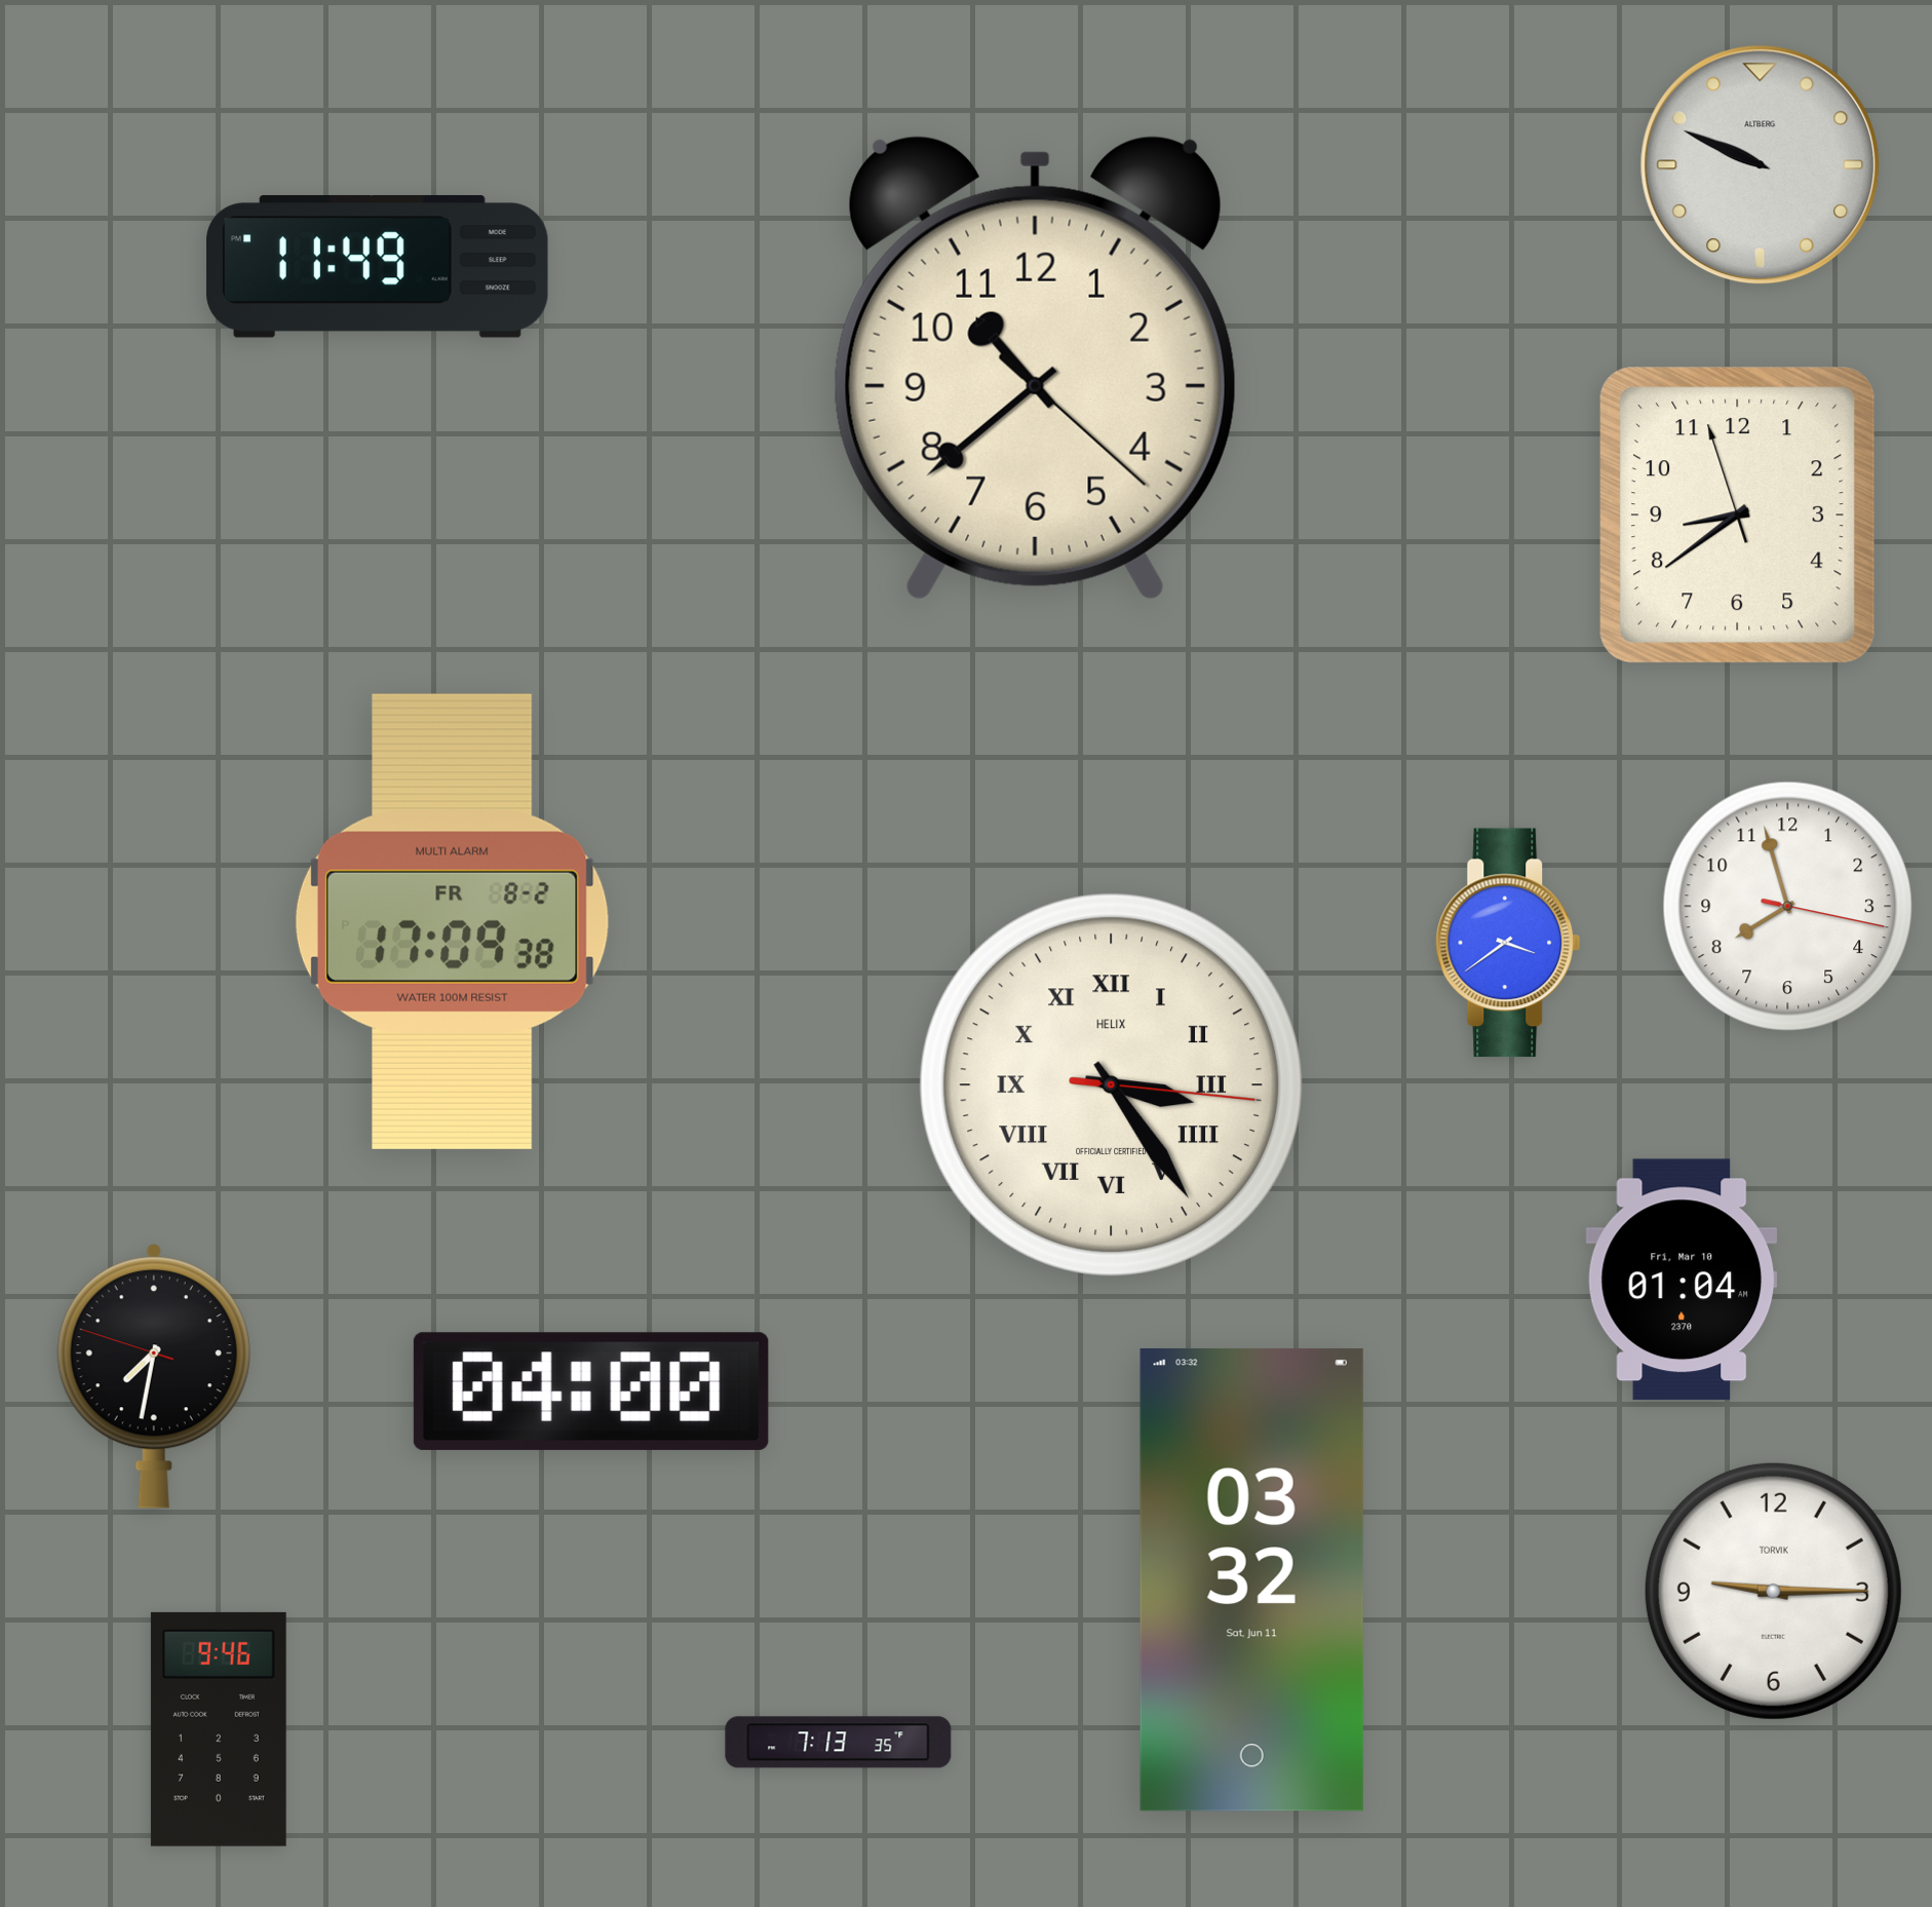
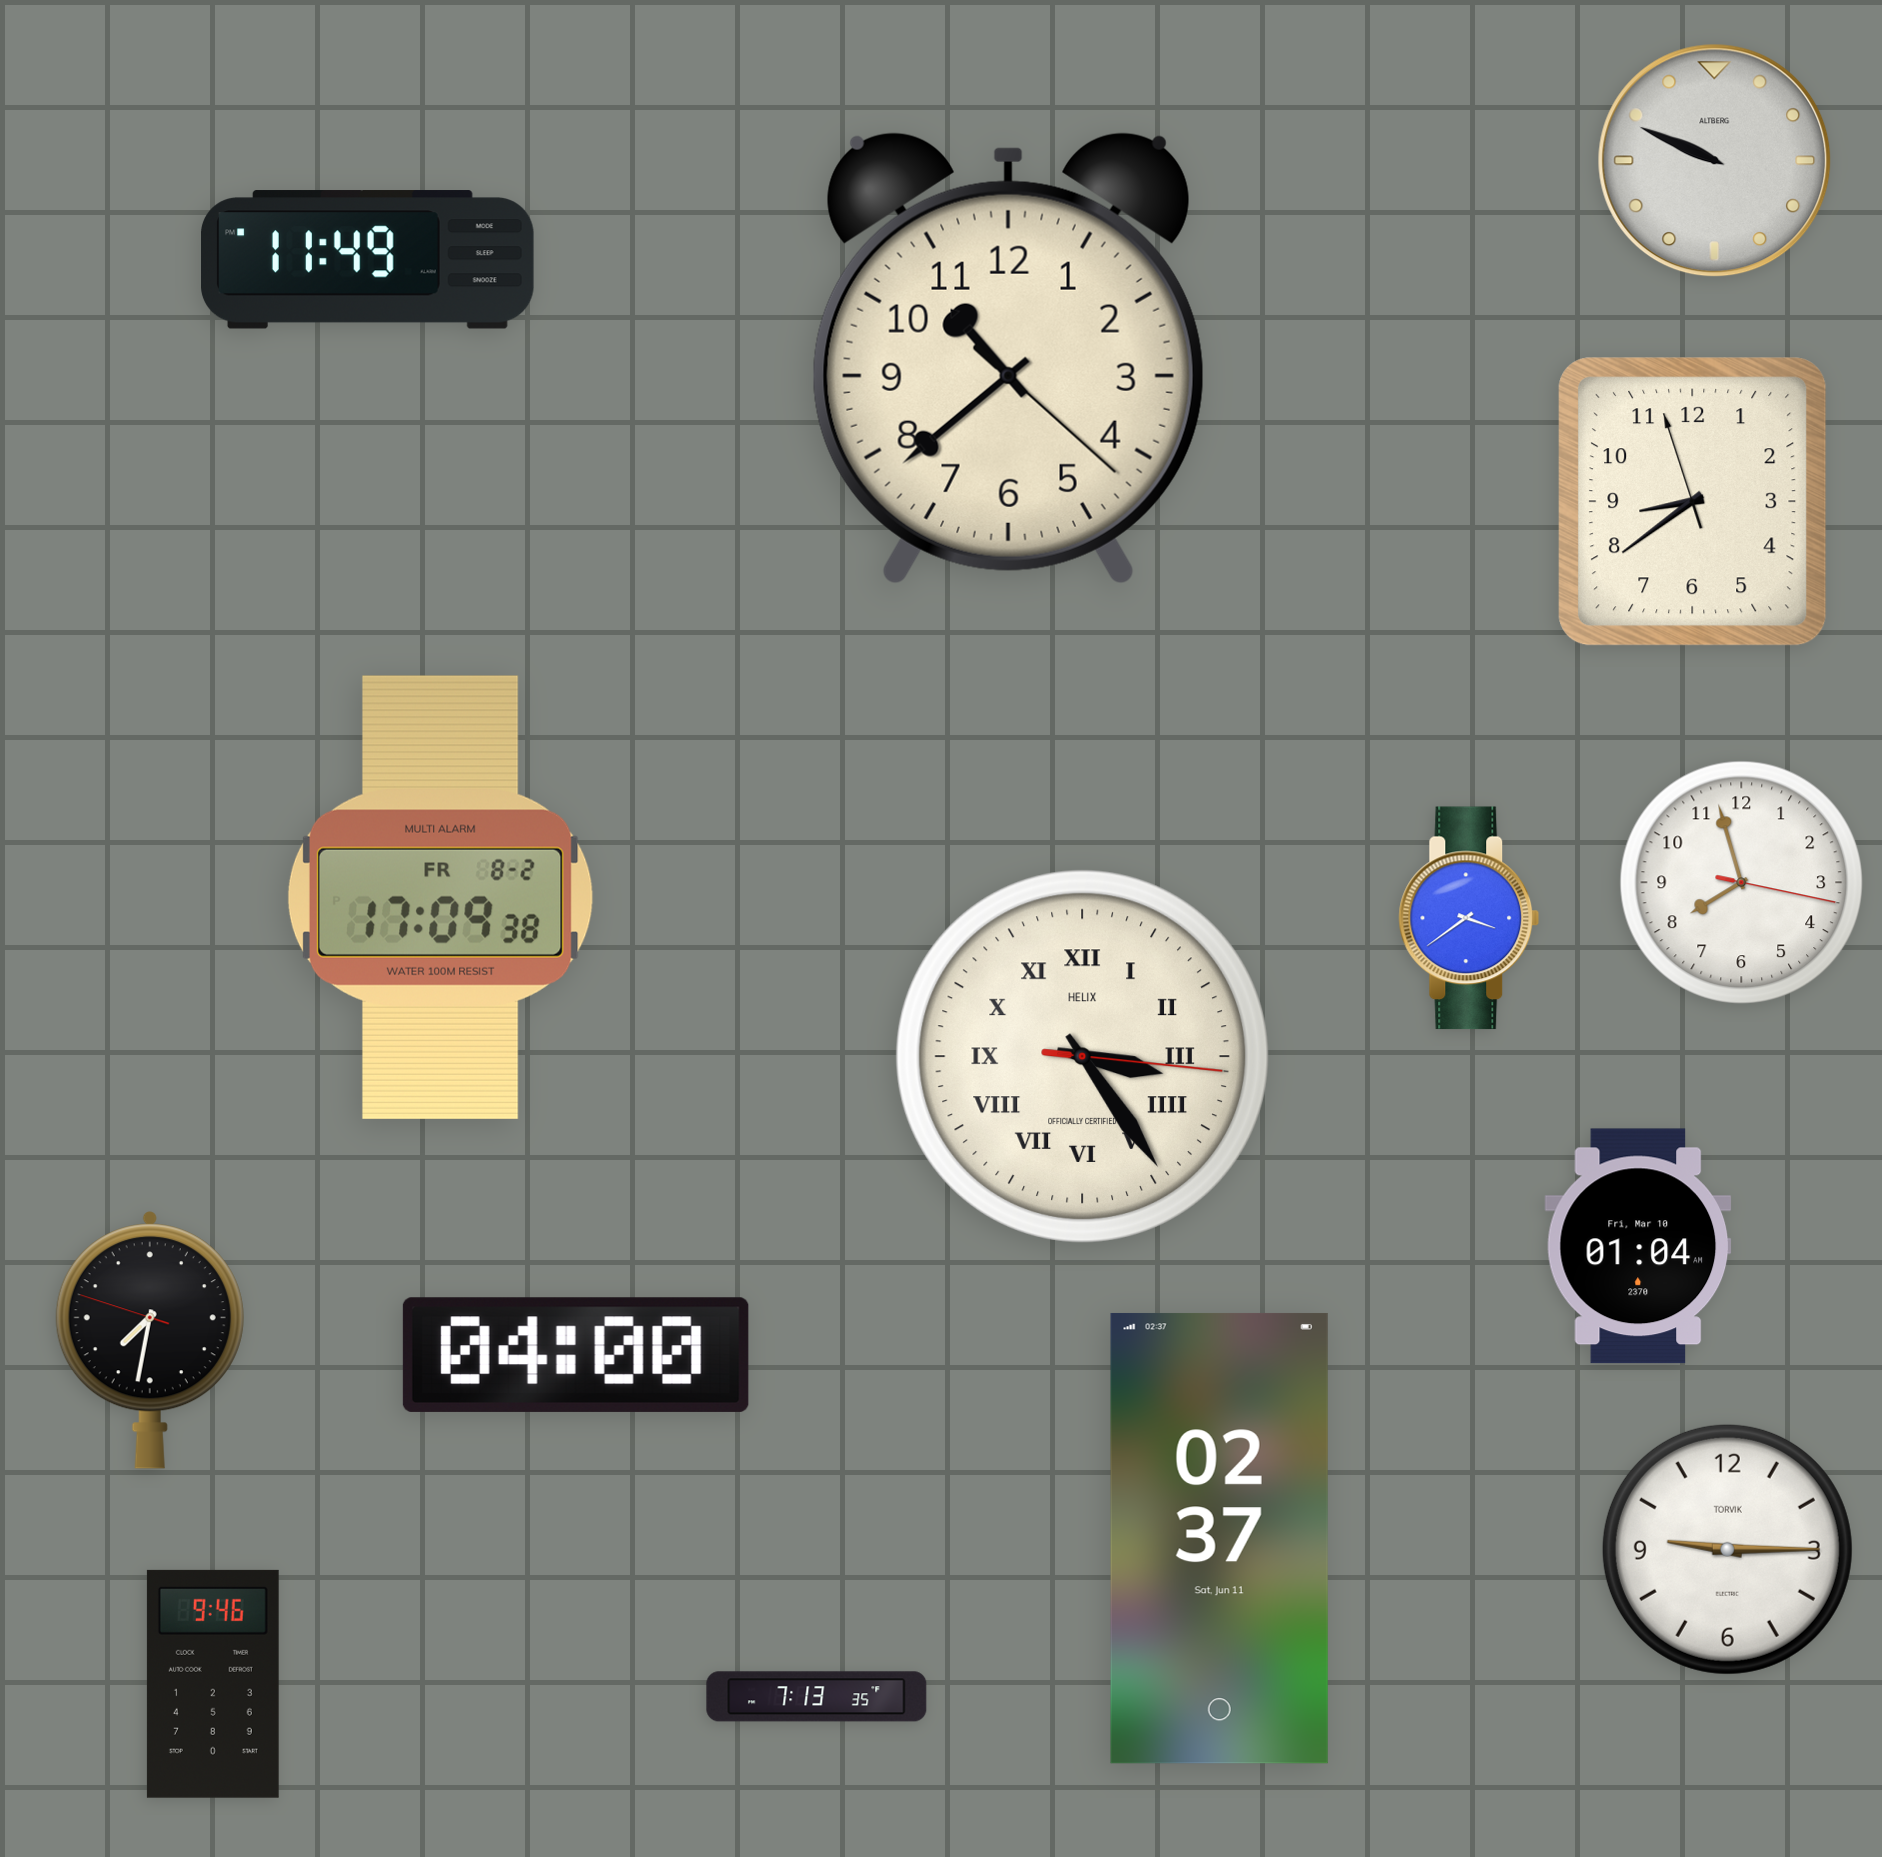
clock at (1251, 1579): 03:32 -> 02:37
